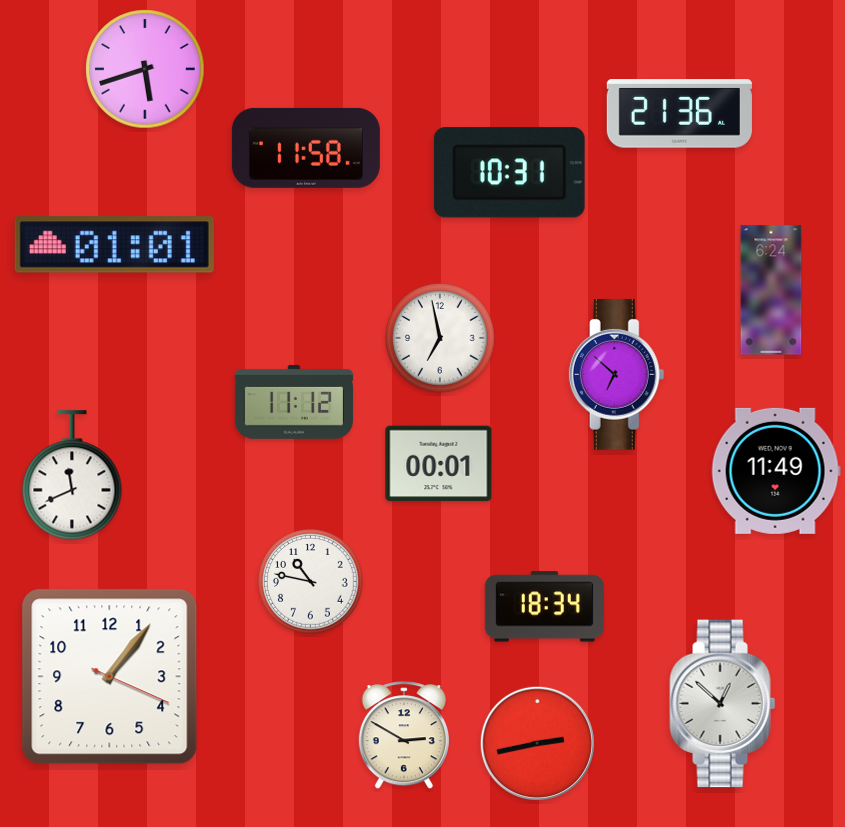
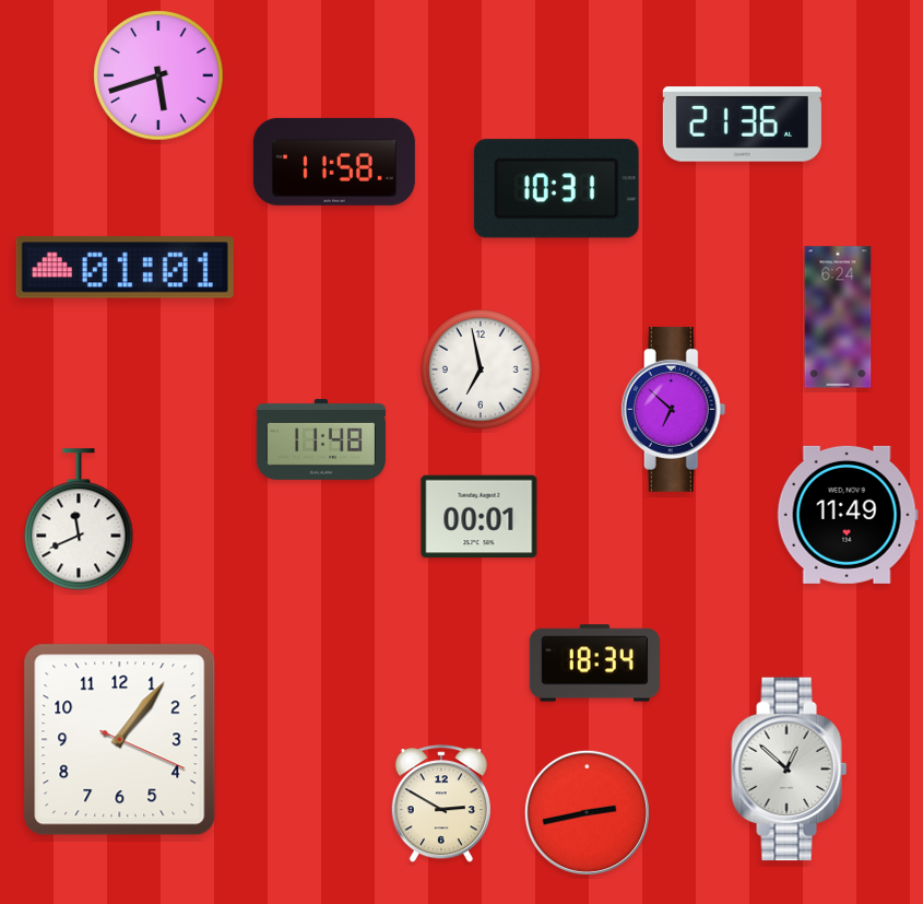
clock at (771, 290) position: (771, 290) -> (838, 317)
clock at (294, 402): 11:12 -> 11:48
clock at (439, 464) position: (439, 464) -> (480, 517)
clock at (311, 582): 10:47 -> none
